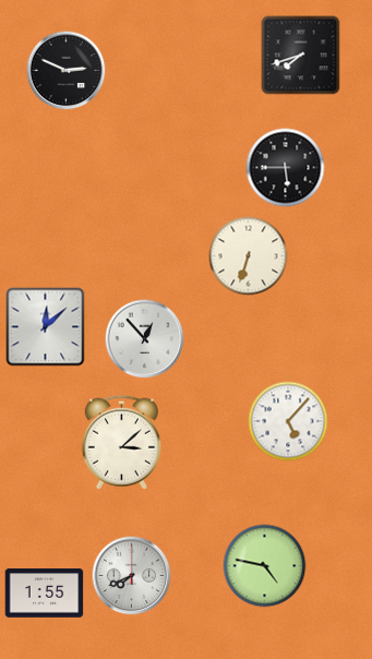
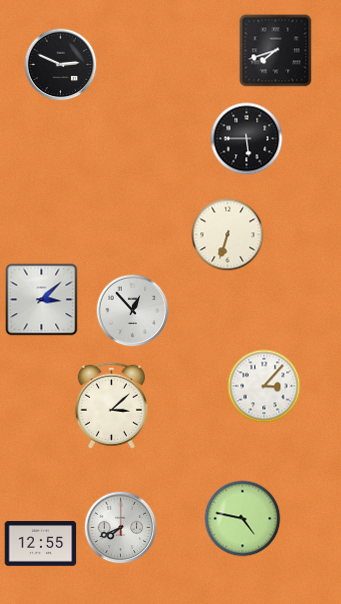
clock at (286, 168) position: (286, 168) -> (247, 139)
clock at (46, 327): 12:08 -> 3:08
clock at (288, 421): 5:07 -> 3:07
clock at (45, 594): 1:55 -> 12:55
